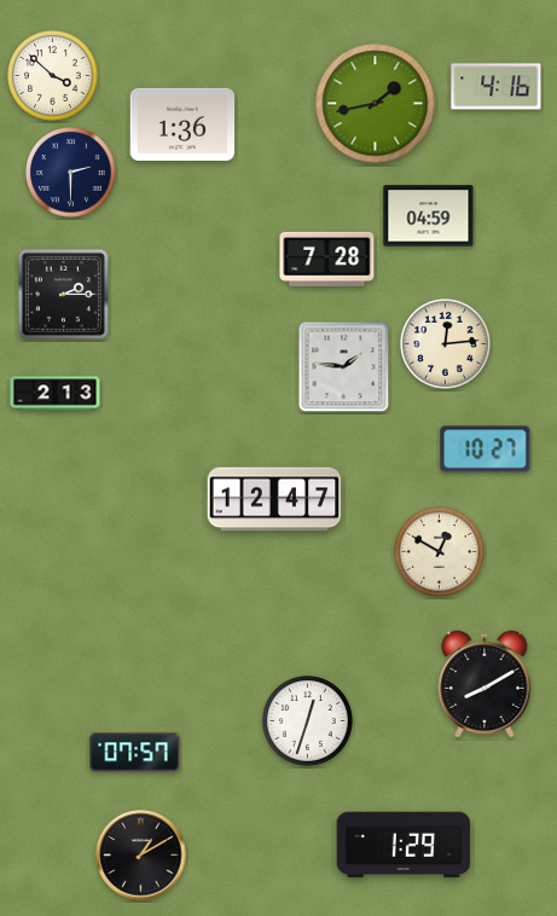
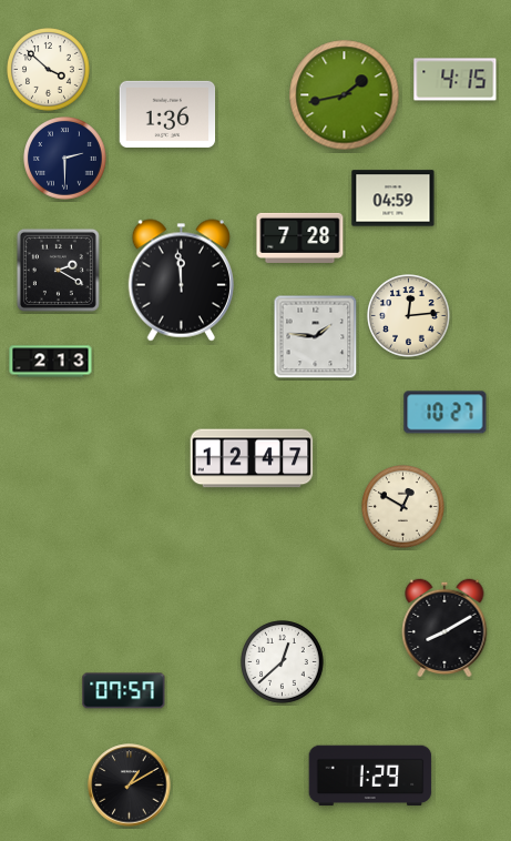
clock at (497, 87): 4:16 -> 4:15
clock at (63, 294): 2:15 -> 2:20
clock at (181, 281): none -> 11:59
clock at (308, 721): 12:33 -> 12:38
